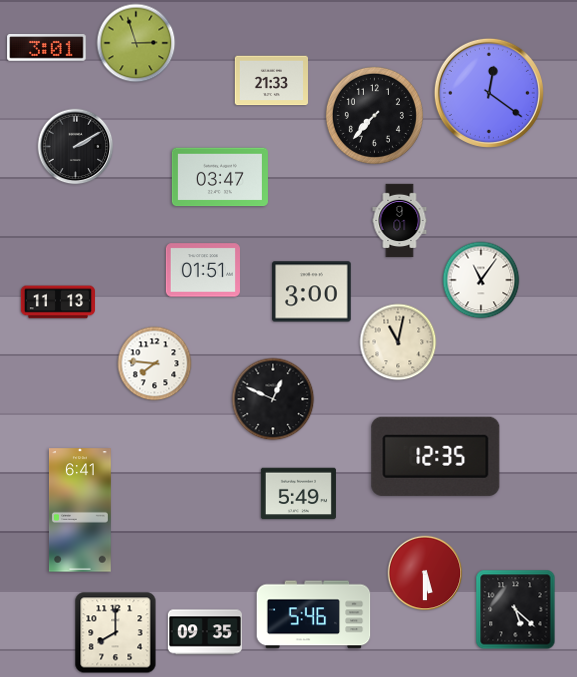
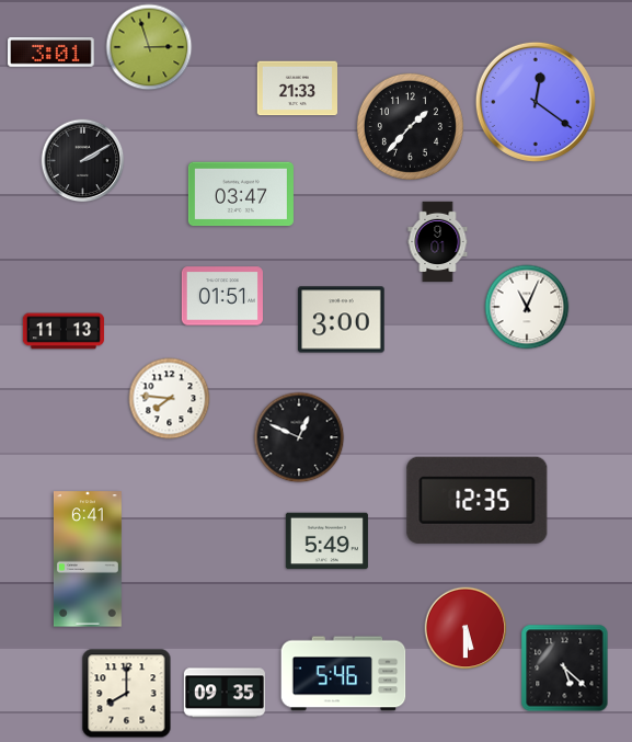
clock at (374, 115): 7:37 -> 1:37
clock at (481, 280): 11:06 -> 11:04
clock at (398, 342): 11:02 -> none
